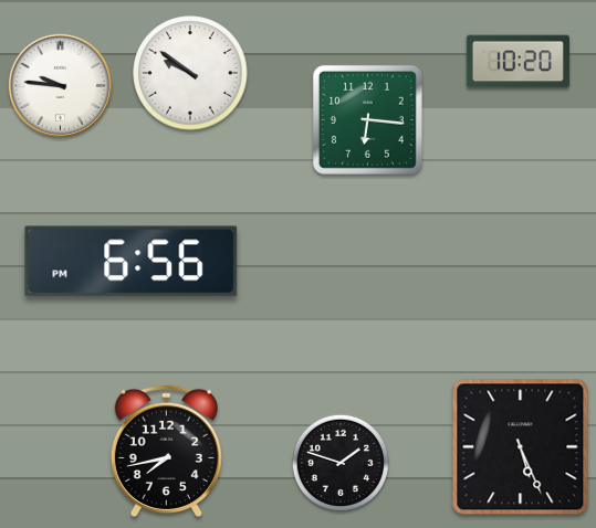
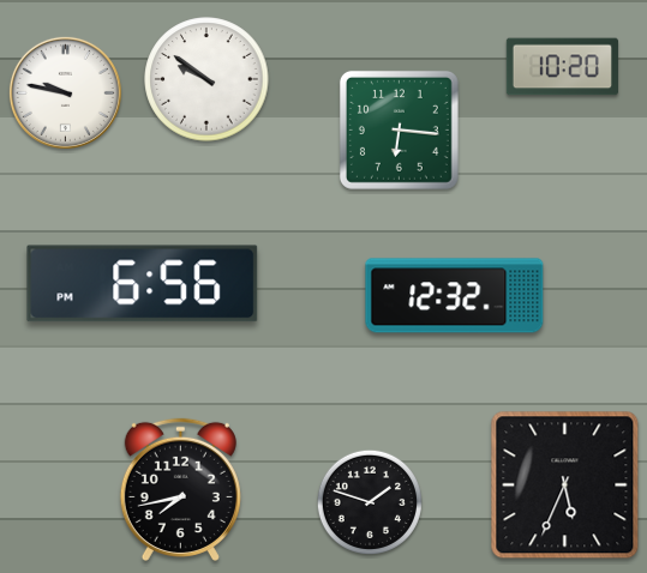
clock at (60, 85): 9:46 -> 9:47
clock at (455, 296): none -> 12:32
clock at (521, 447): 5:26 -> 5:34
